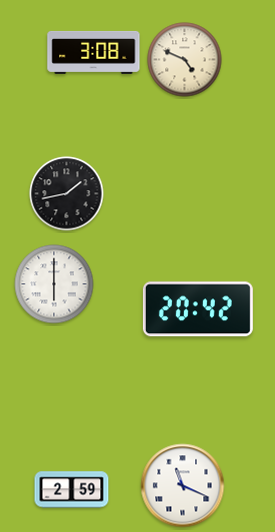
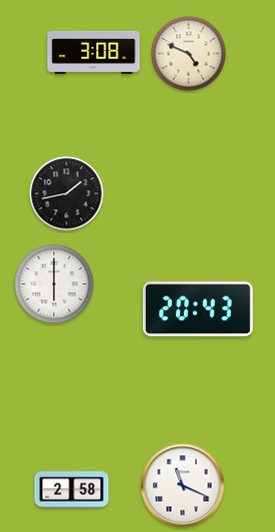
clock at (185, 60) position: (185, 60) -> (189, 54)
clock at (198, 309): 20:42 -> 20:43
clock at (72, 490): 2:59 -> 2:58
